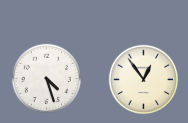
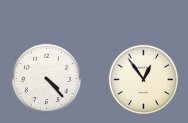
clock at (47, 79): 4:27 -> 4:23
